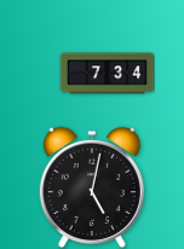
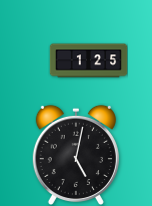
clock at (107, 74): 7:34 -> 1:25
